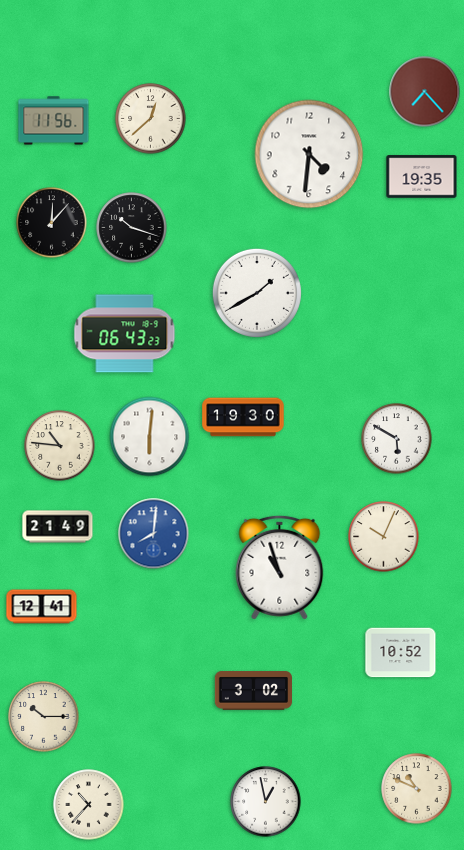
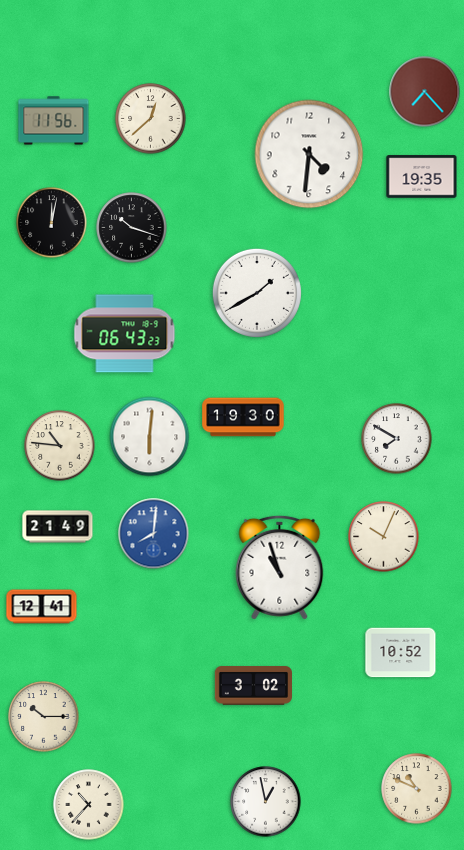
clock at (52, 223): 12:07 -> 12:02
clock at (397, 439): 5:50 -> 7:50
clock at (253, 691) position: (253, 691) -> (253, 686)
